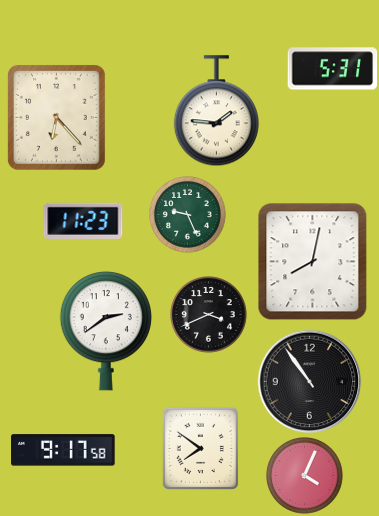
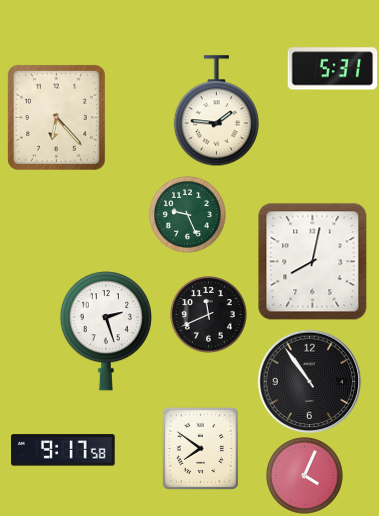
clock at (83, 221): 11:23 -> none
clock at (209, 315): 3:41 -> 11:41
clock at (106, 331): 2:39 -> 2:27
